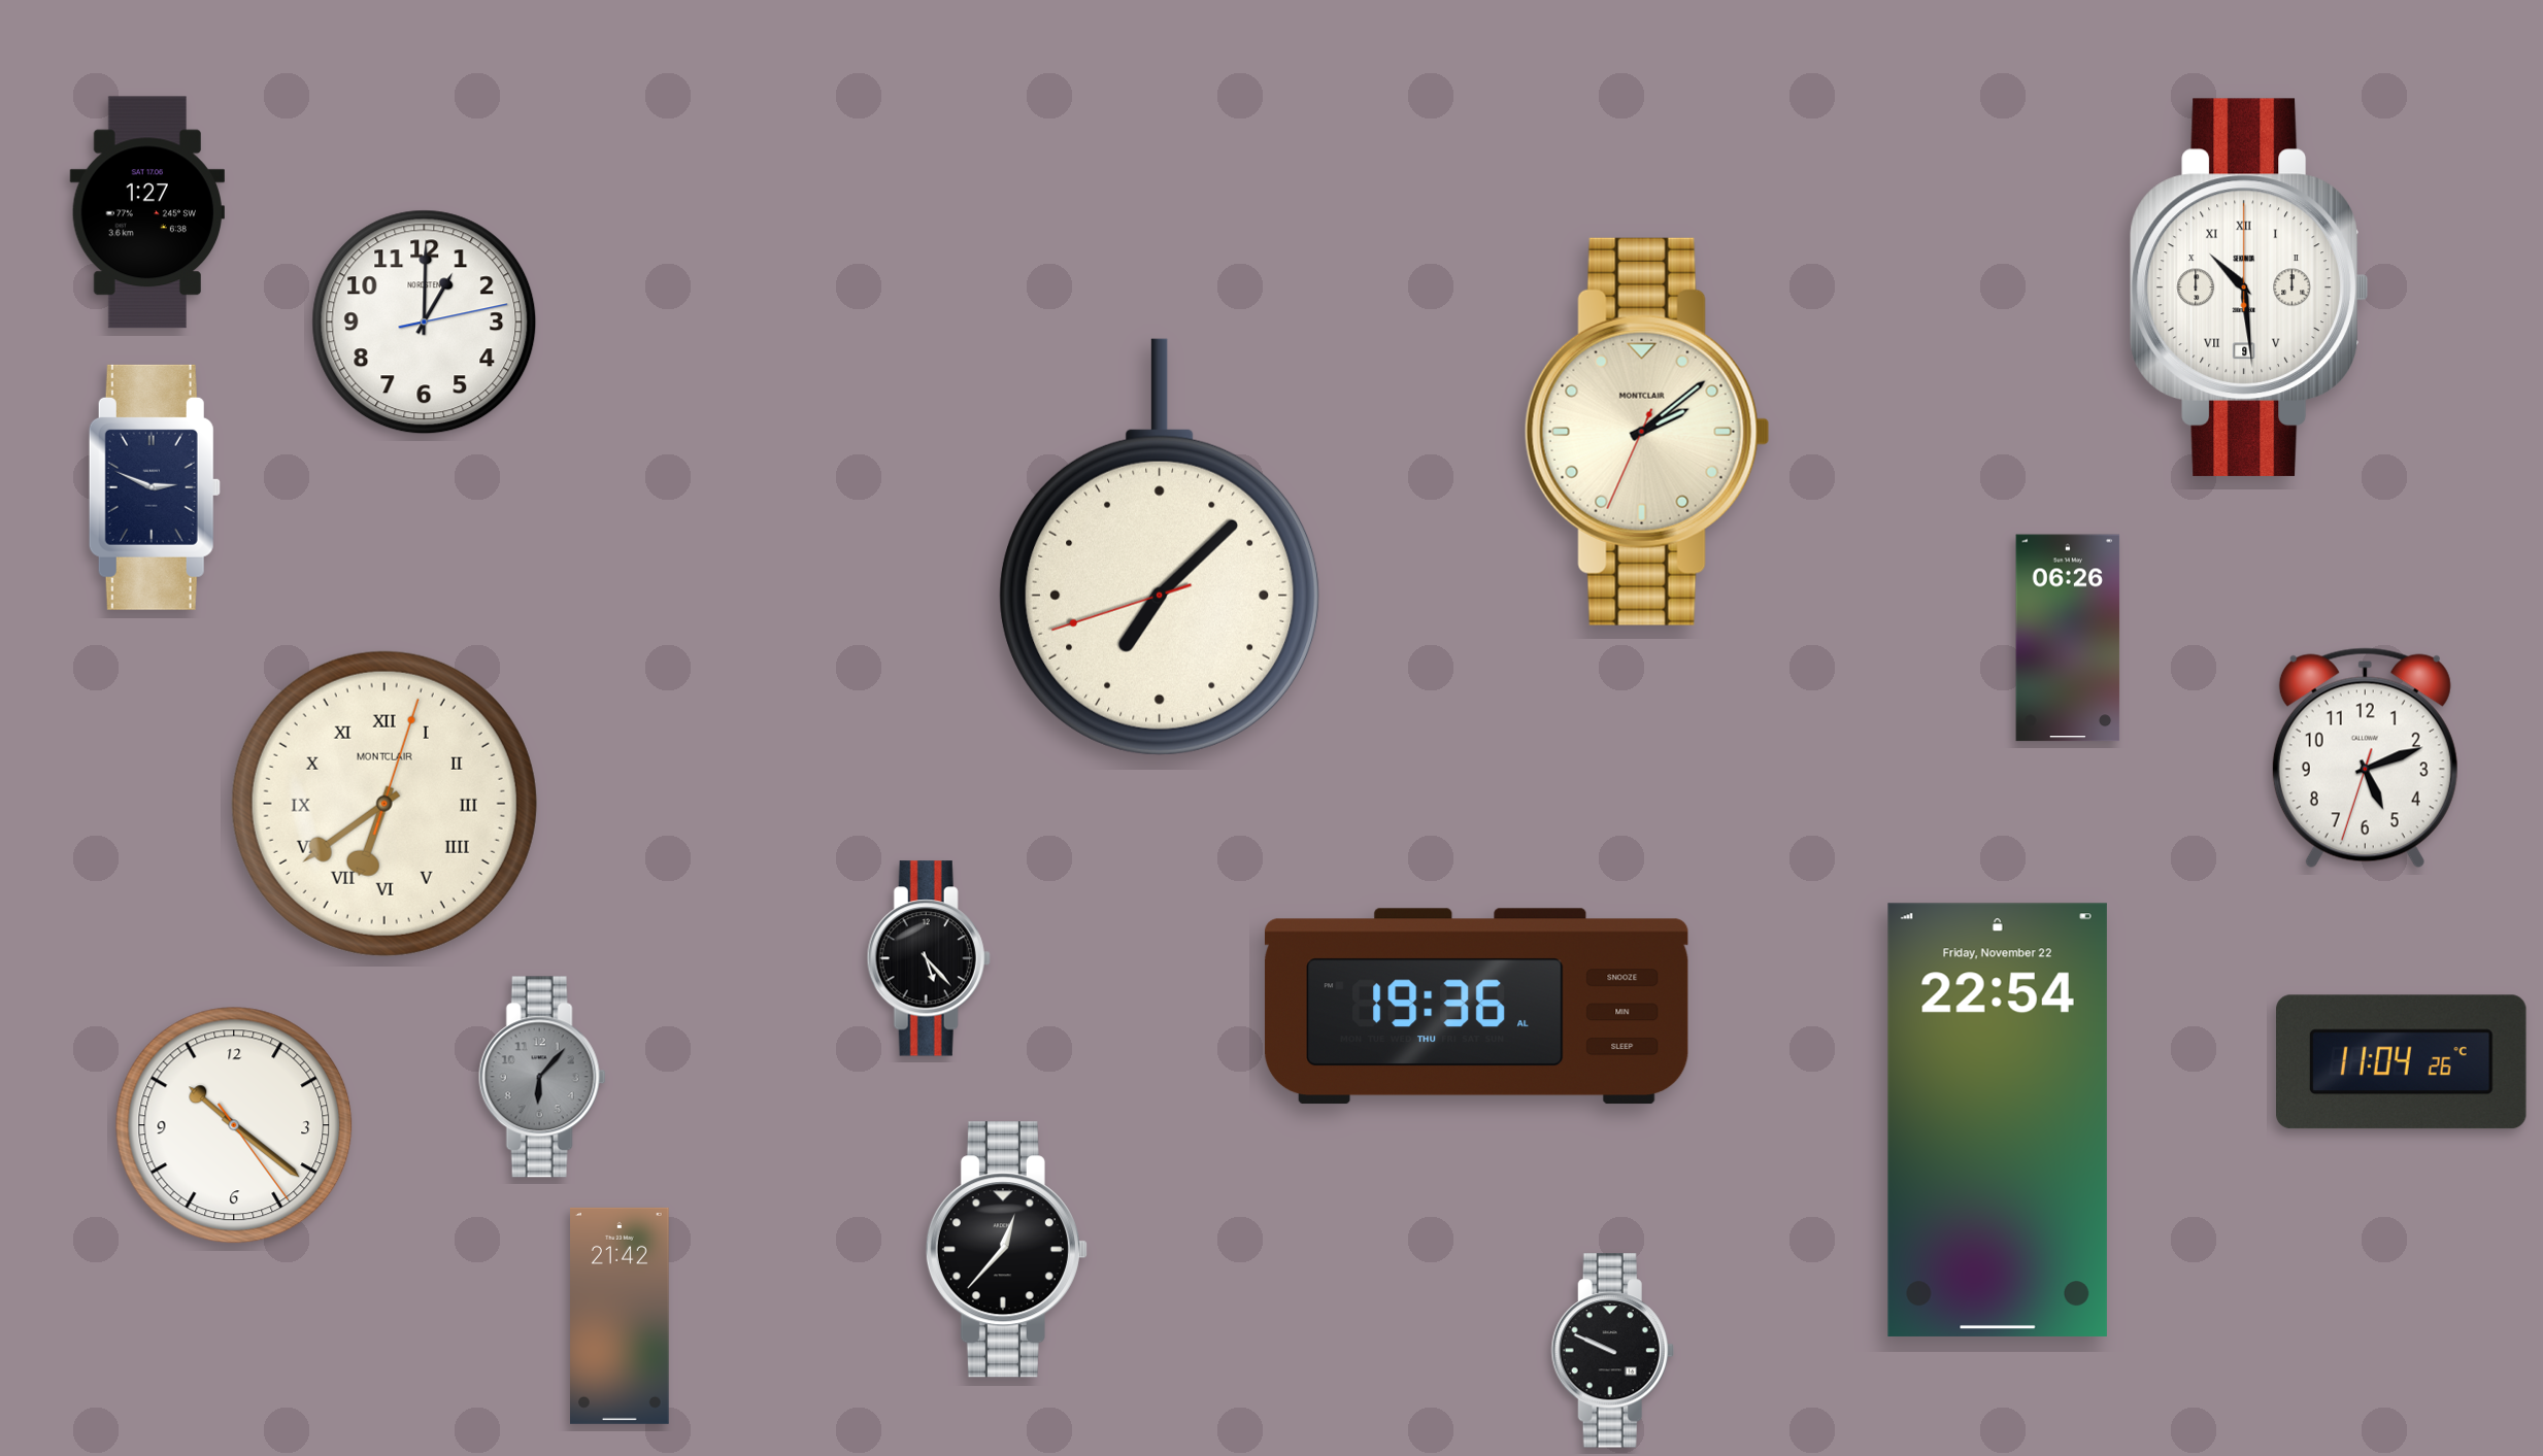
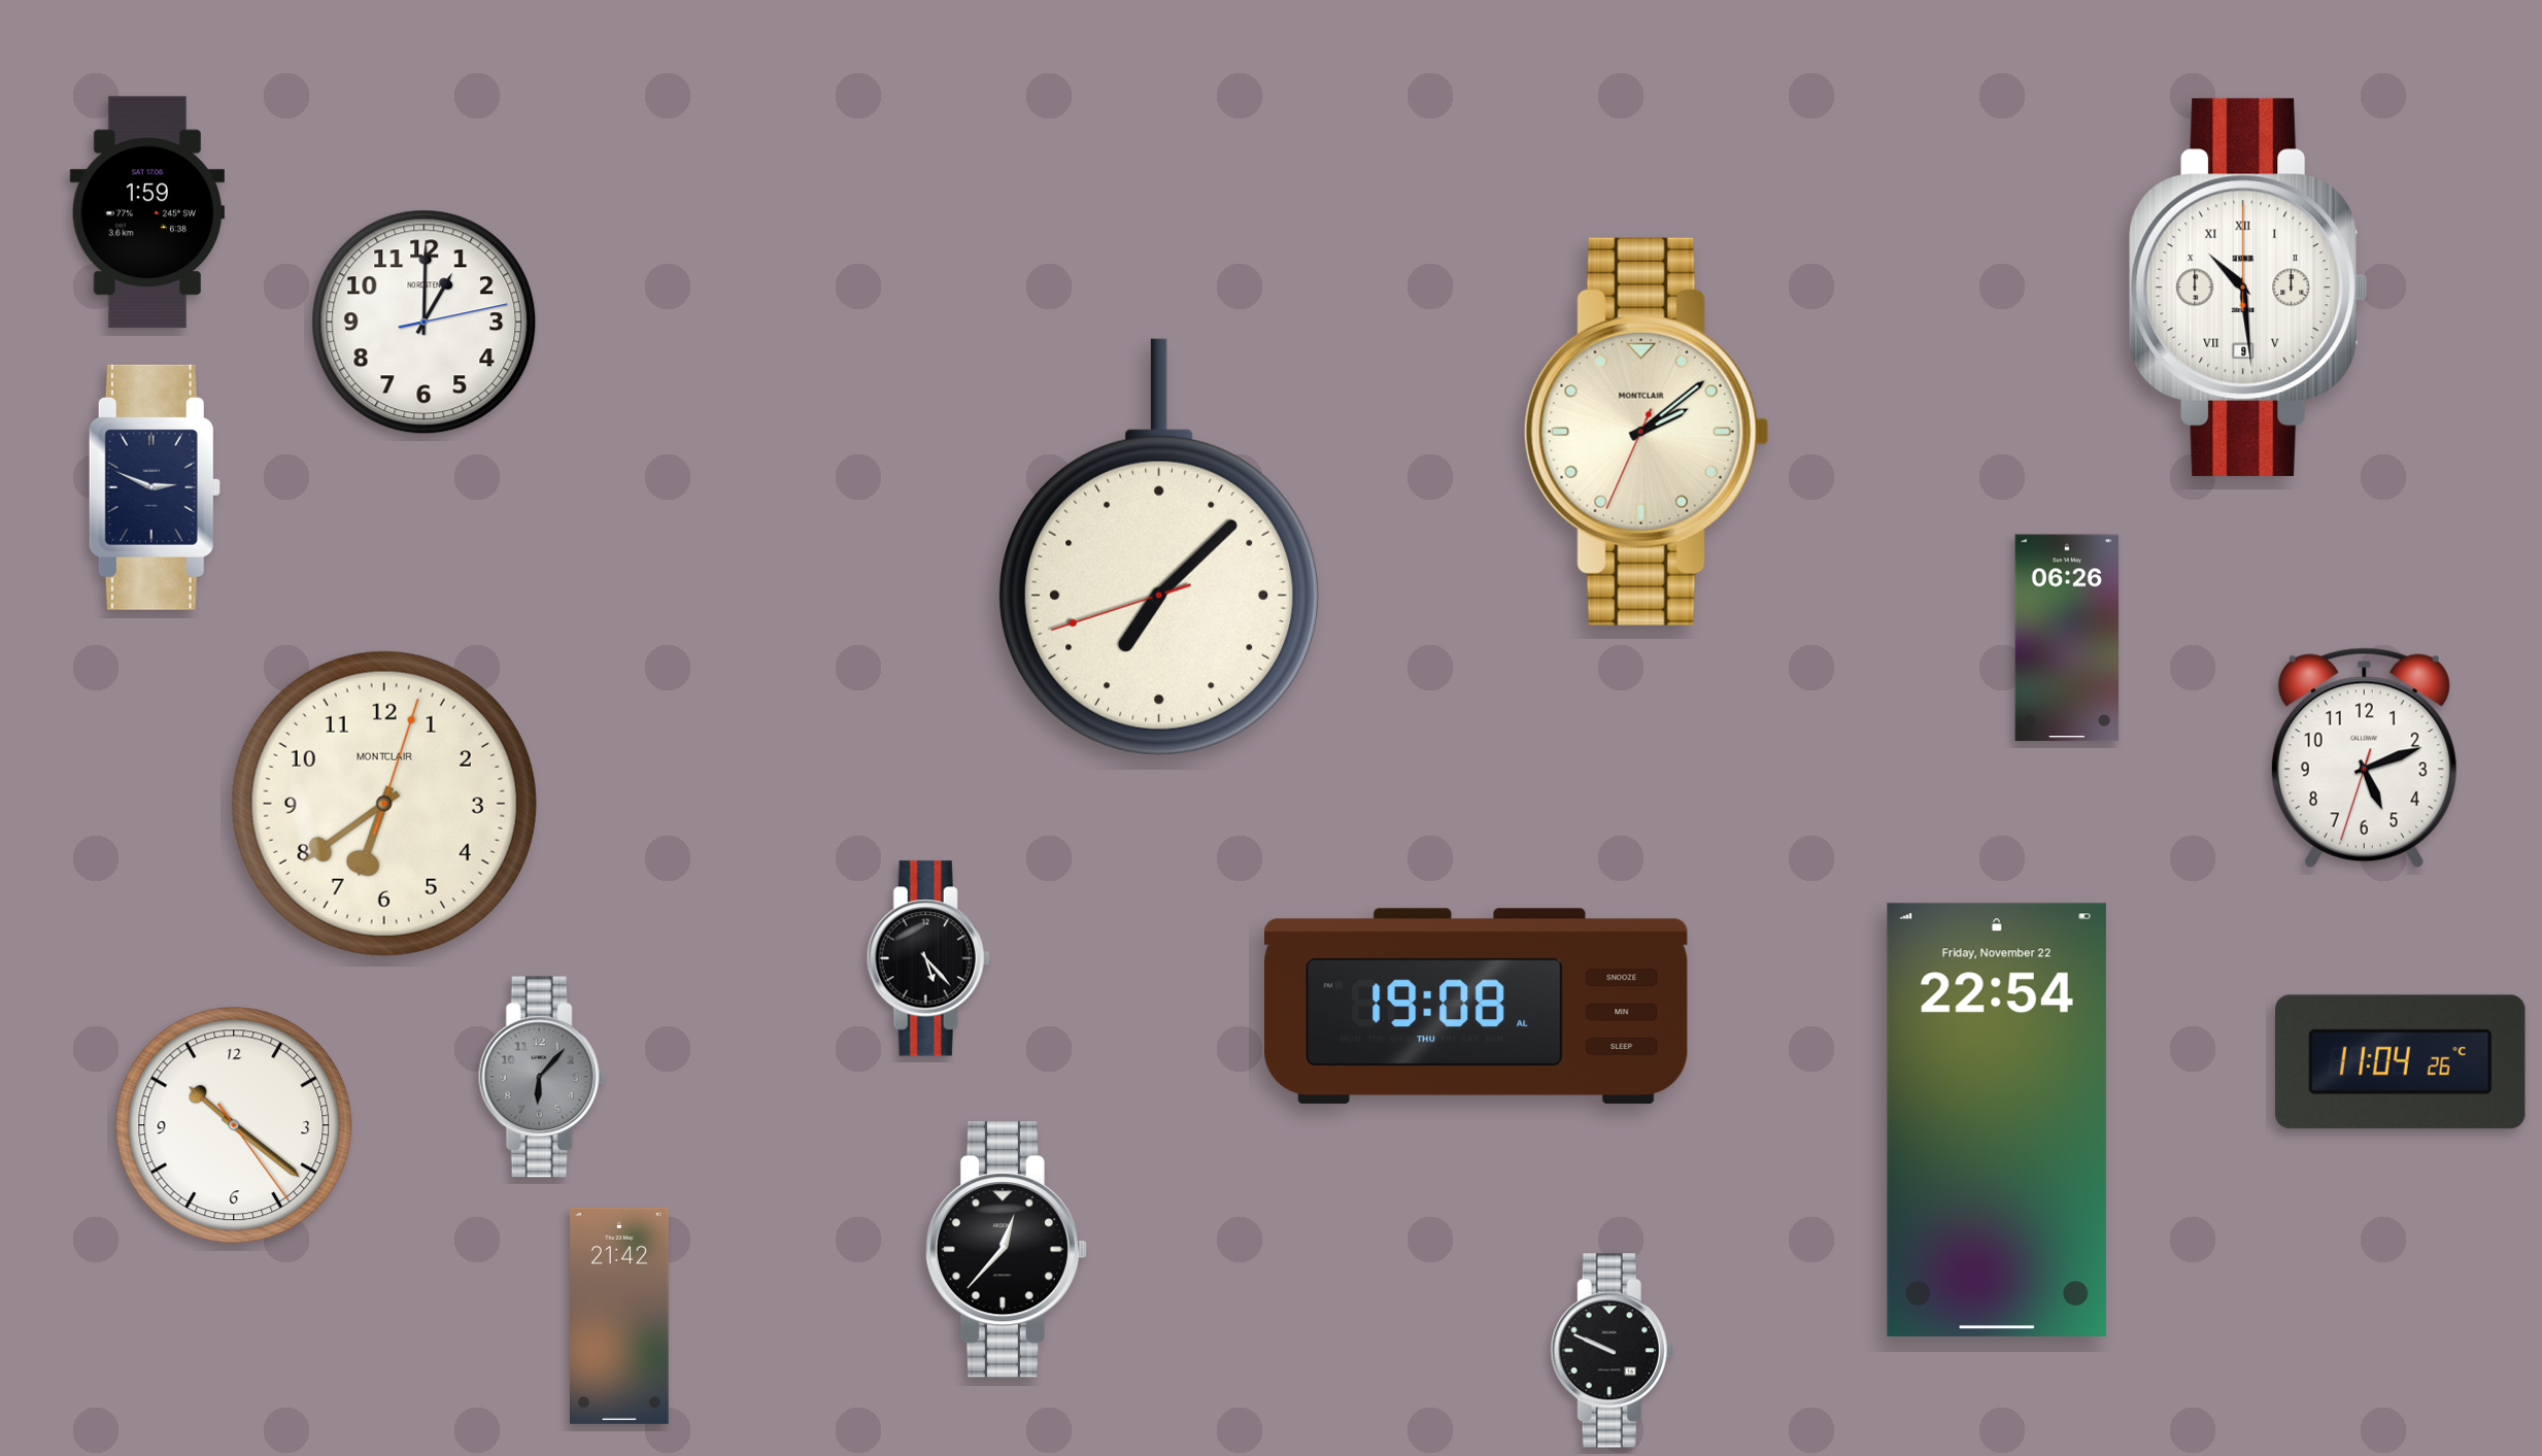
clock at (146, 212): 1:27 -> 1:59
clock at (384, 804) numerals: Roman -> Arabic
clock at (1476, 1007): 19:36 -> 19:08
